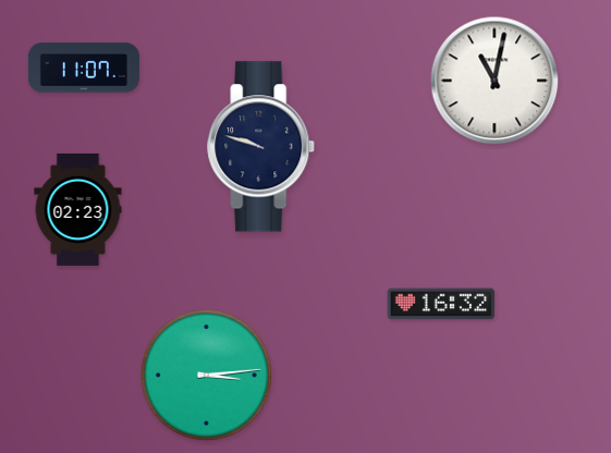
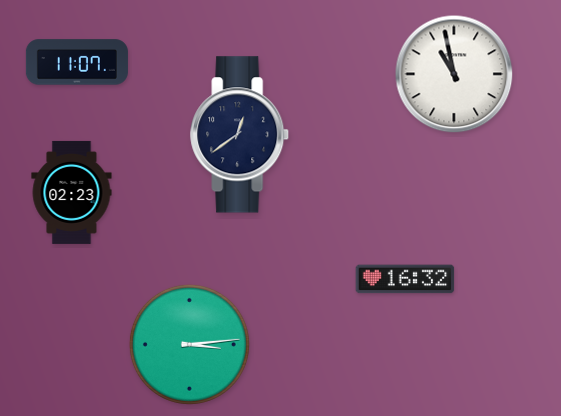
clock at (494, 81): 11:02 -> 10:58
clock at (261, 147): 9:48 -> 12:39
